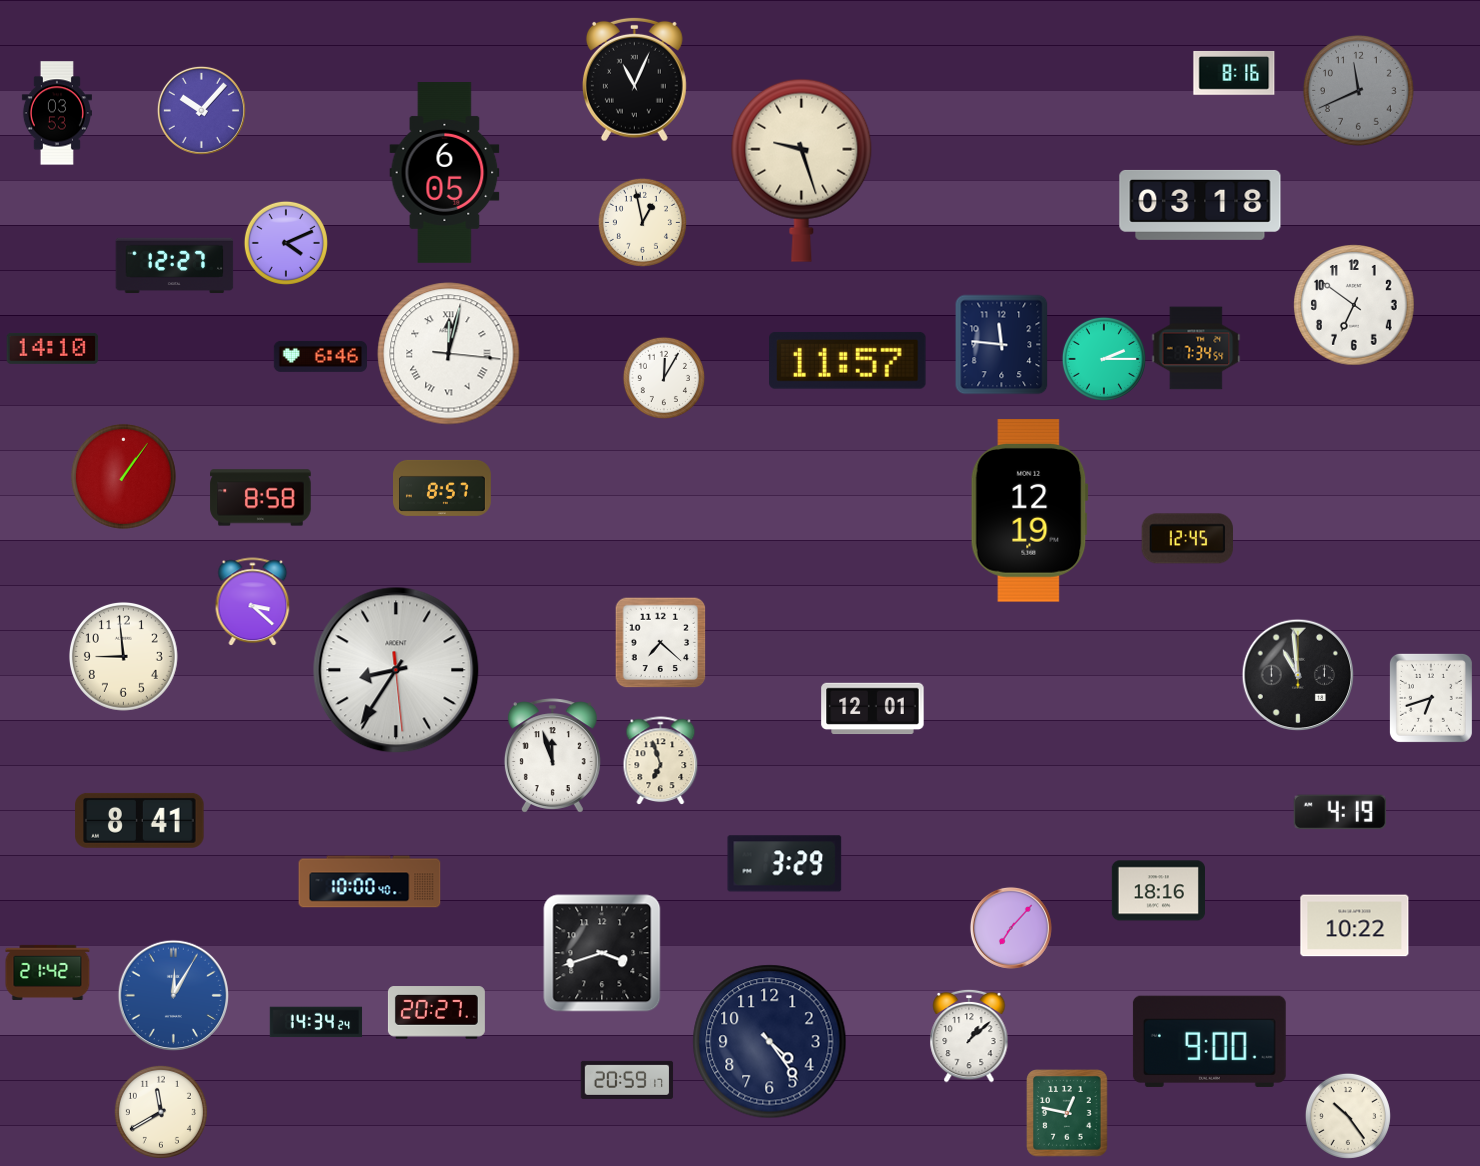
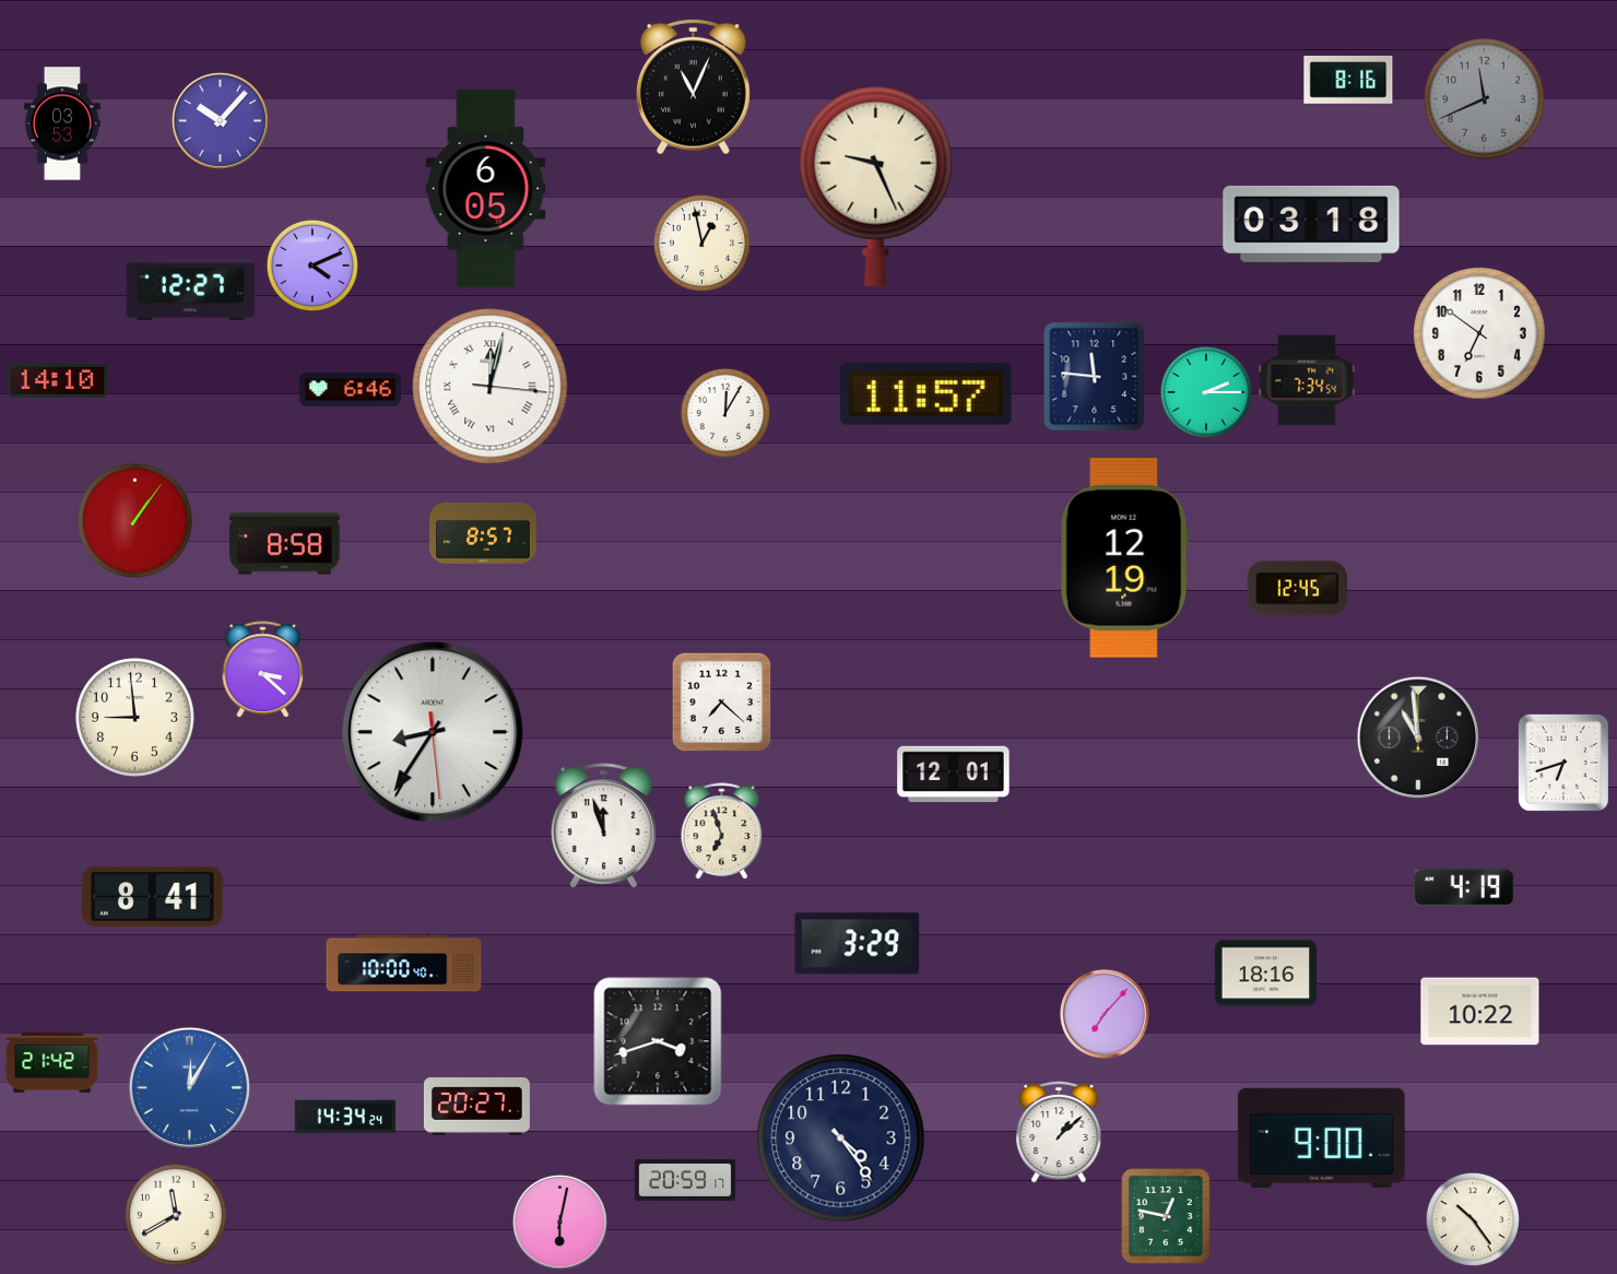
clock at (802, 170): 9:27 -> 9:26
clock at (253, 602) position: (253, 602) -> (263, 670)
clock at (559, 1222): none -> 6:02
